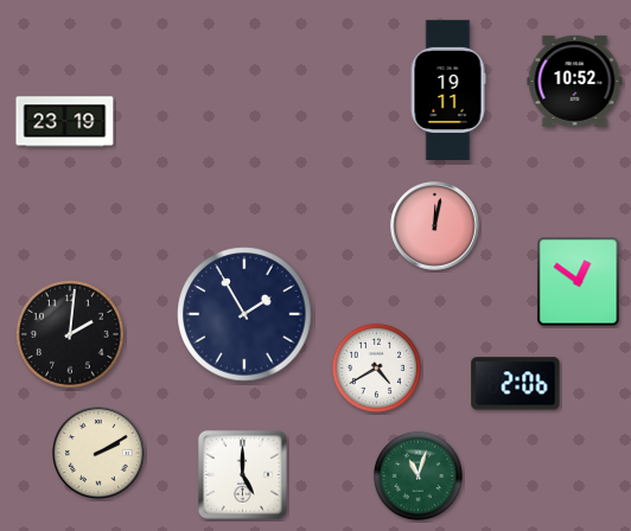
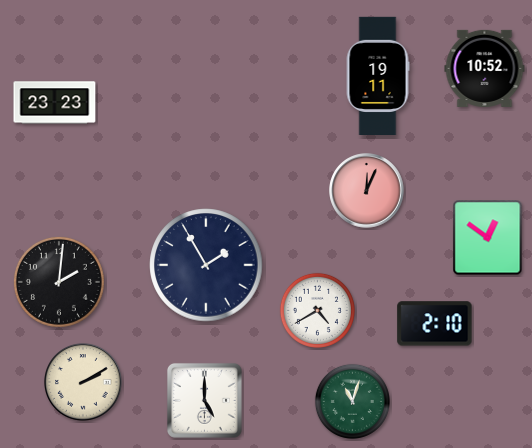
clock at (65, 122): 23:19 -> 23:23
clock at (435, 226): 12:02 -> 12:04
clock at (516, 384): 2:06 -> 2:10
